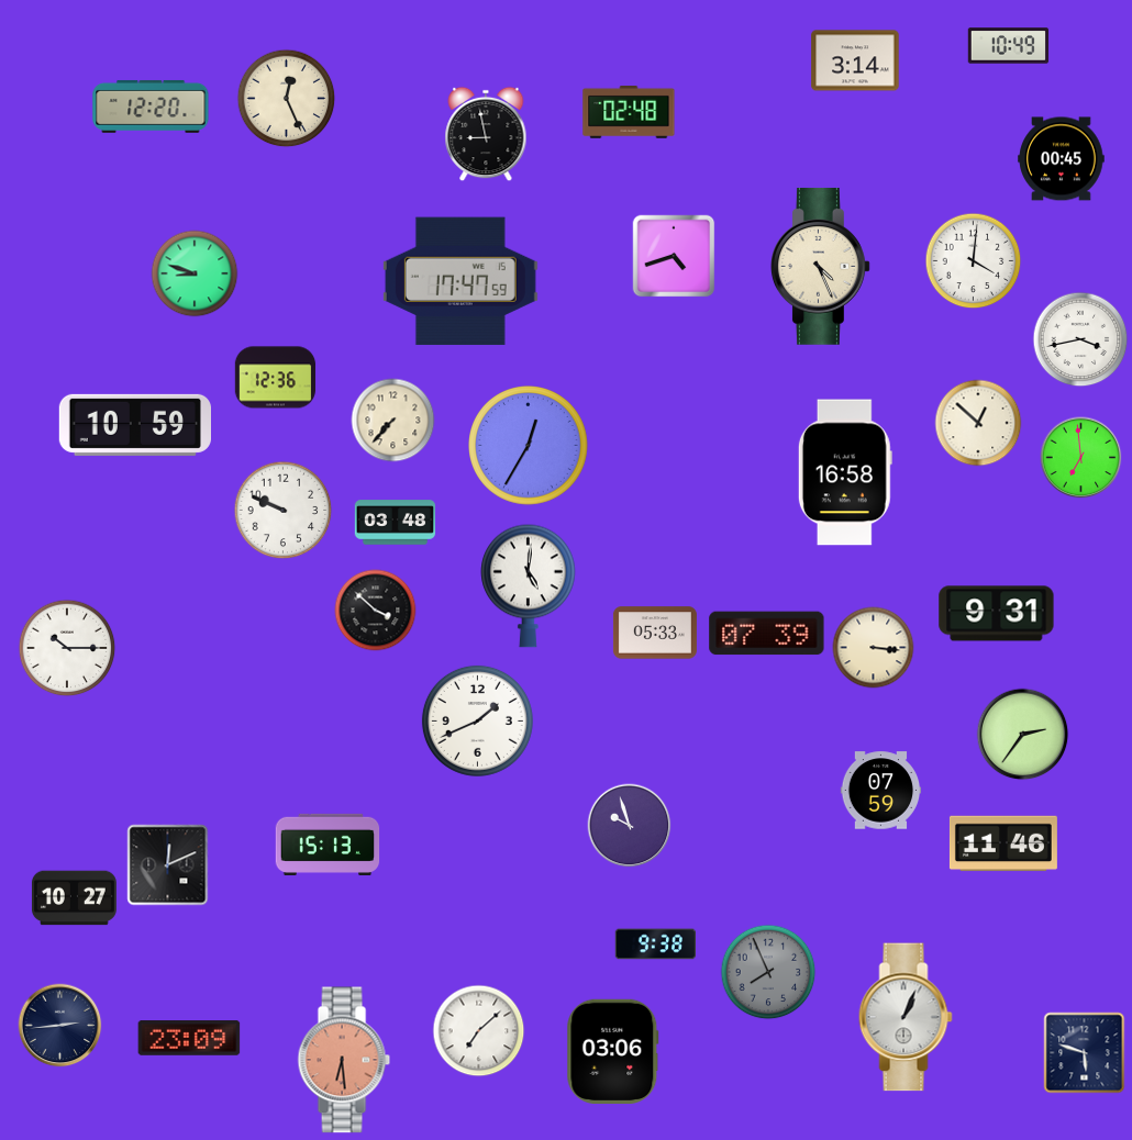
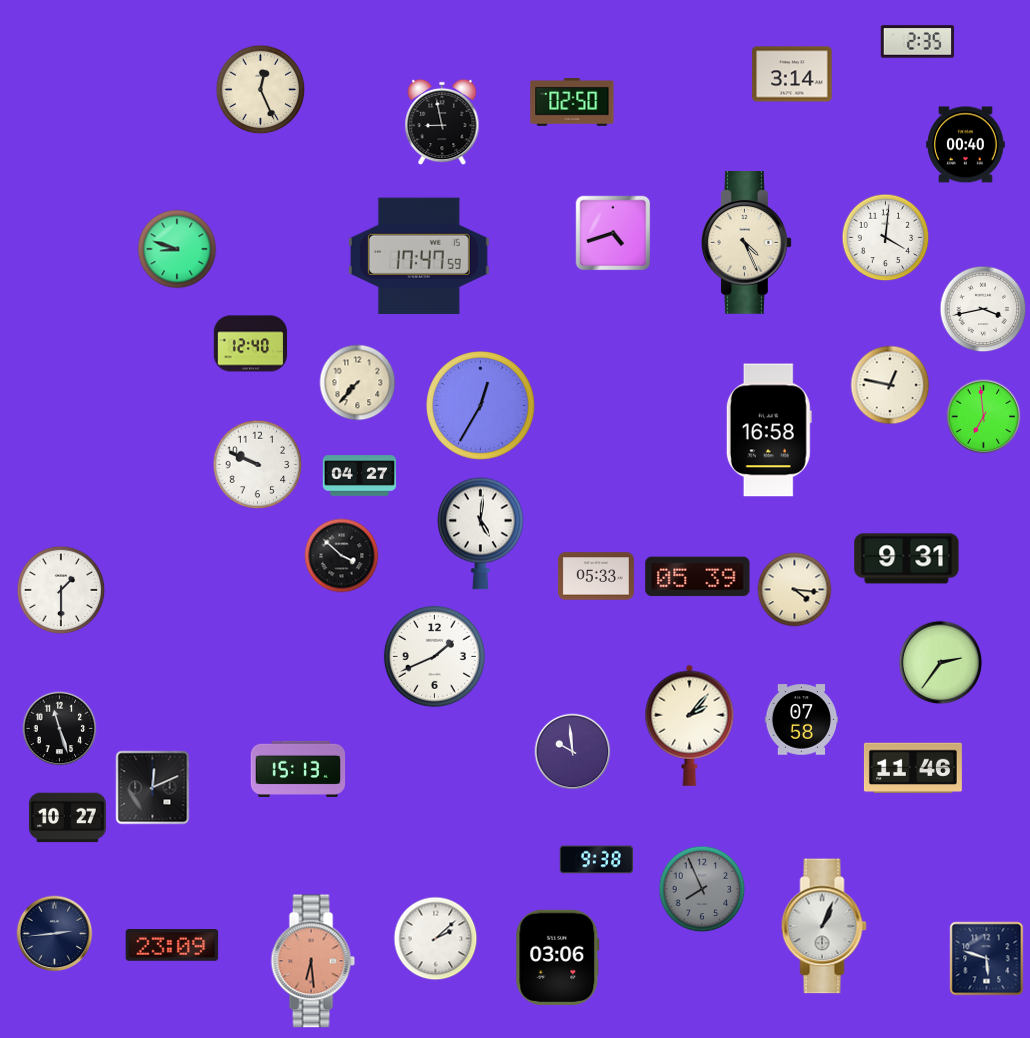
clock at (1009, 46): 10:49 -> 2:35
clock at (855, 60) position: (855, 60) -> (792, 74)
clock at (151, 107): 12:20 -> none
clock at (629, 112): 02:48 -> 02:50
clock at (1062, 159): 00:45 -> 00:40
clock at (276, 378): 12:36 -> 12:40
clock at (978, 423): 12:52 -> 12:47
clock at (134, 425): 10:59 -> none
clock at (396, 523): 03:48 -> 04:27
clock at (767, 634): 07:39 -> 05:39
clock at (67, 648): 10:15 -> 1:30
clock at (874, 648): 3:16 -> 4:16
clock at (1023, 735) position: (1023, 735) -> (941, 663)
clock at (881, 791): 07:59 -> 07:58
clock at (690, 725): none -> 2:07
clock at (60, 729): none -> 11:27
clock at (630, 826): 9:57 -> 9:59
clock at (768, 972) position: (768, 972) -> (702, 889)
clock at (479, 1031): 7:08 -> 2:08
clock at (344, 1060) position: (344, 1060) -> (313, 961)
